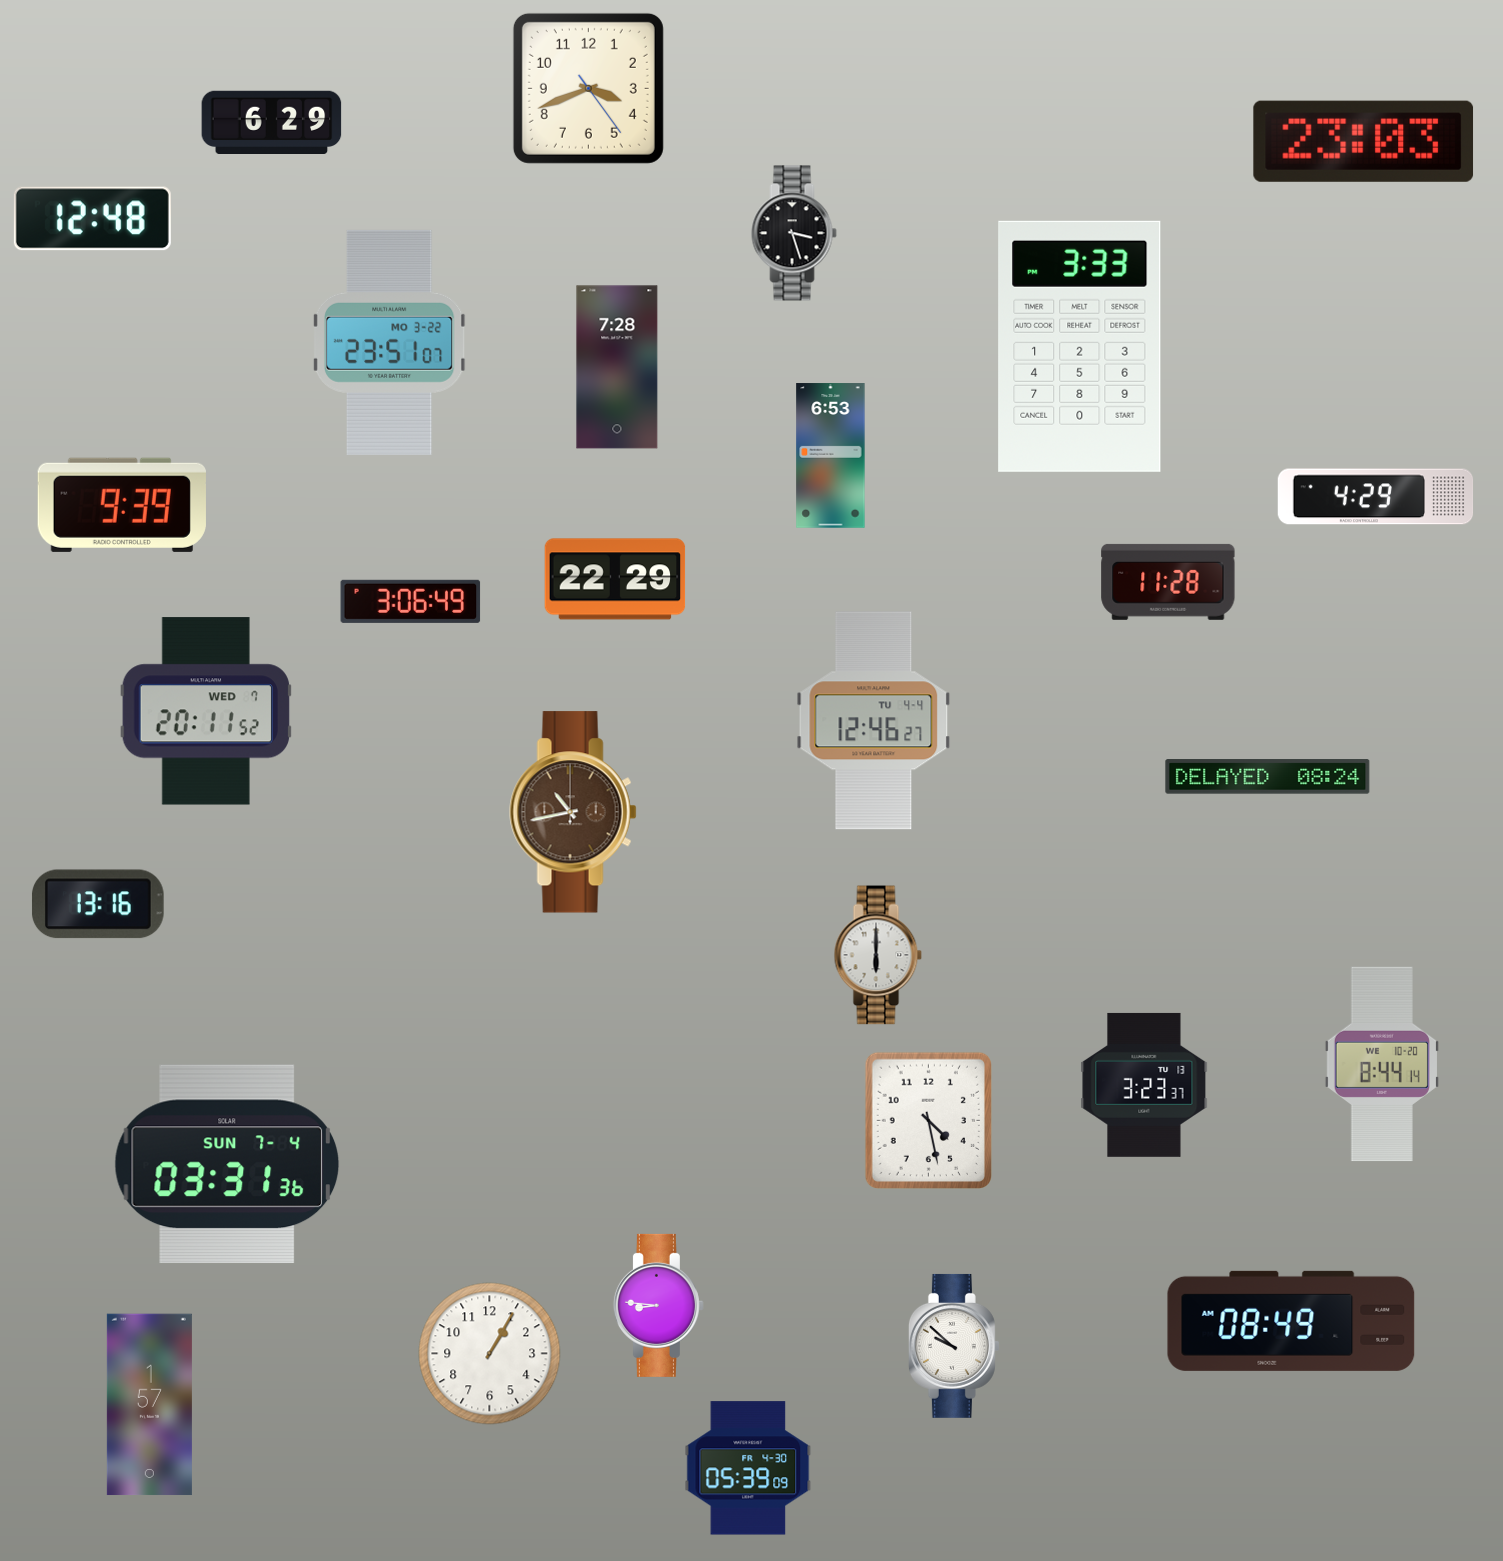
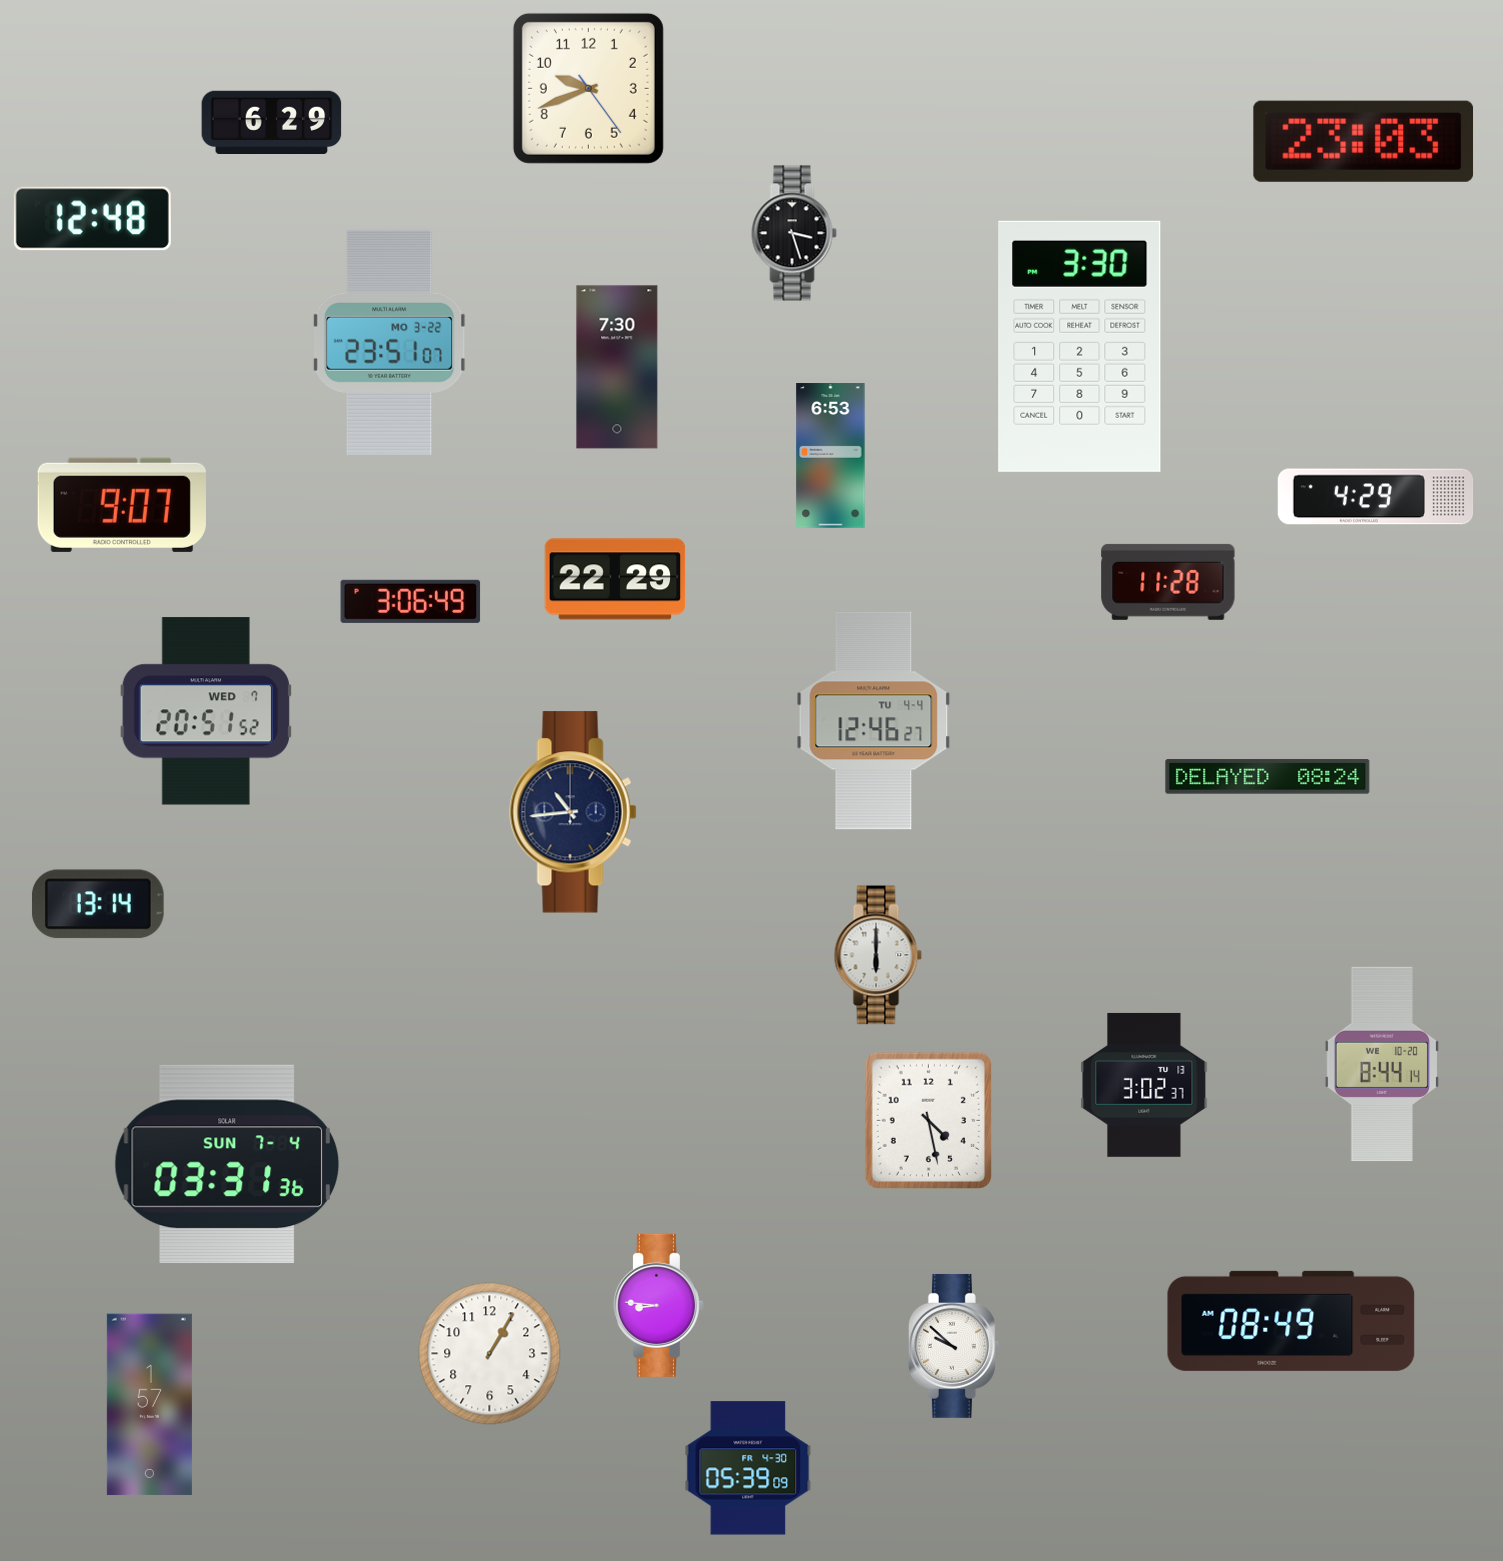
clock at (588, 88): 3:41 -> 9:41
clock at (1080, 346): 3:33 -> 3:30
clock at (617, 367): 7:28 -> 7:30
clock at (122, 505): 9:39 -> 9:07
clock at (205, 711): 20:11 -> 20:51
clock at (573, 812): 10:43 -> 10:44
clock at (573, 812) dial: brown -> navy
clock at (98, 904): 13:16 -> 13:14
clock at (1144, 1085): 3:23 -> 3:02
